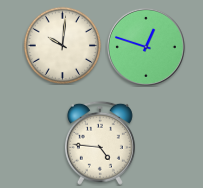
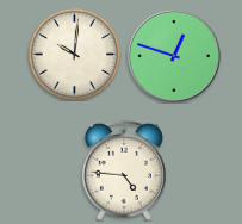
clock at (100, 143) position: (100, 143) -> (124, 170)
